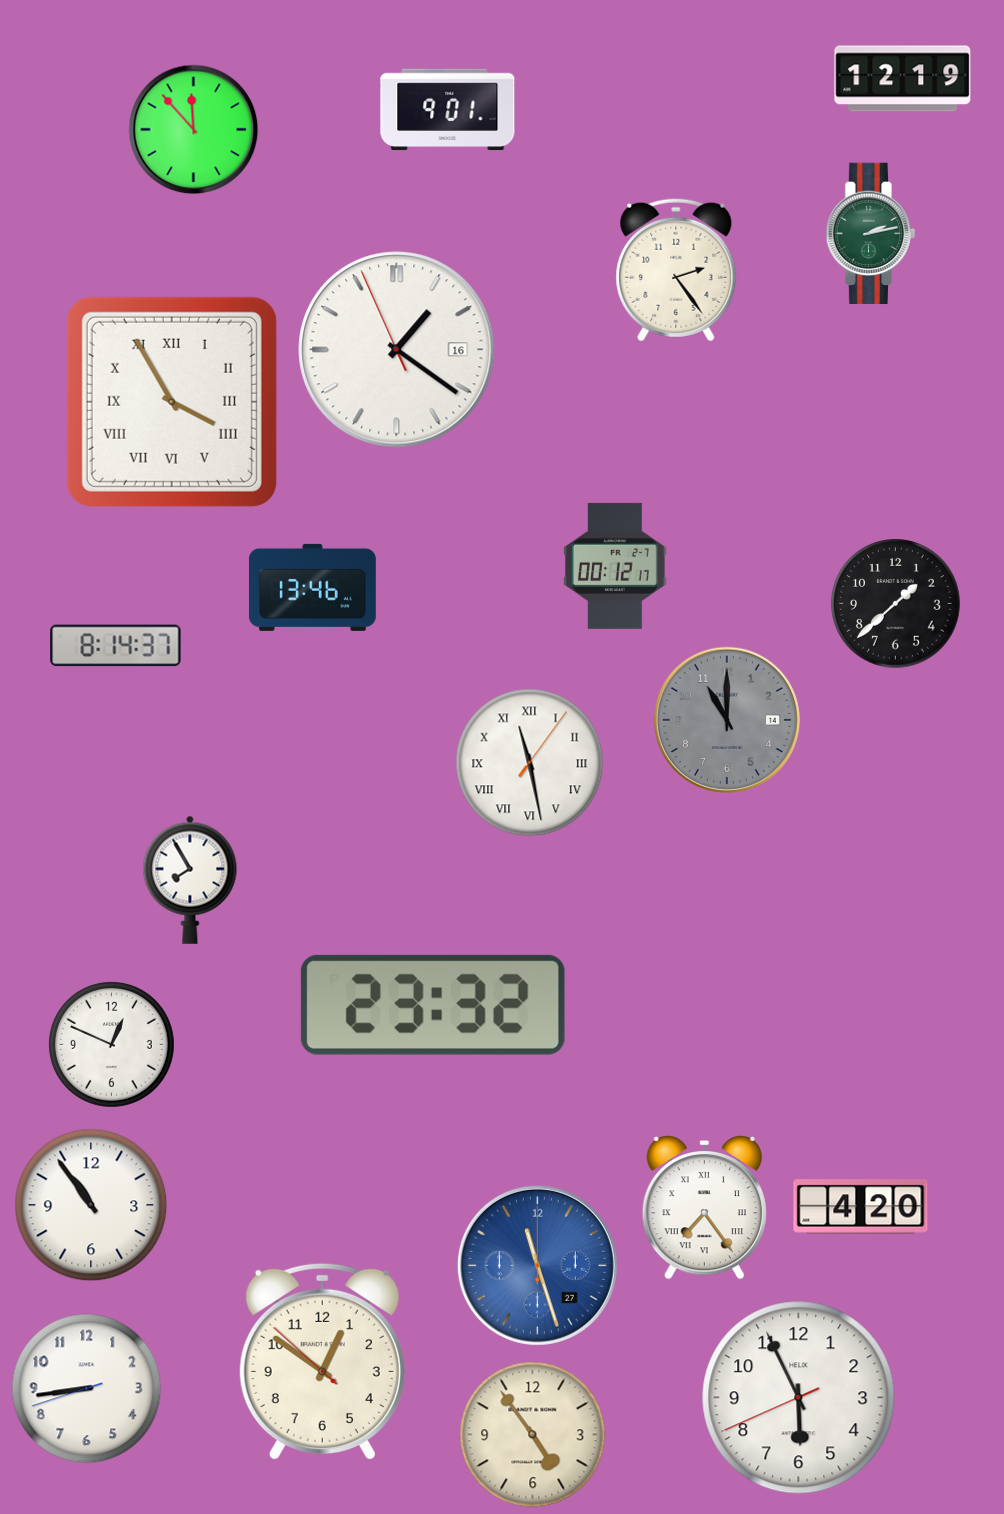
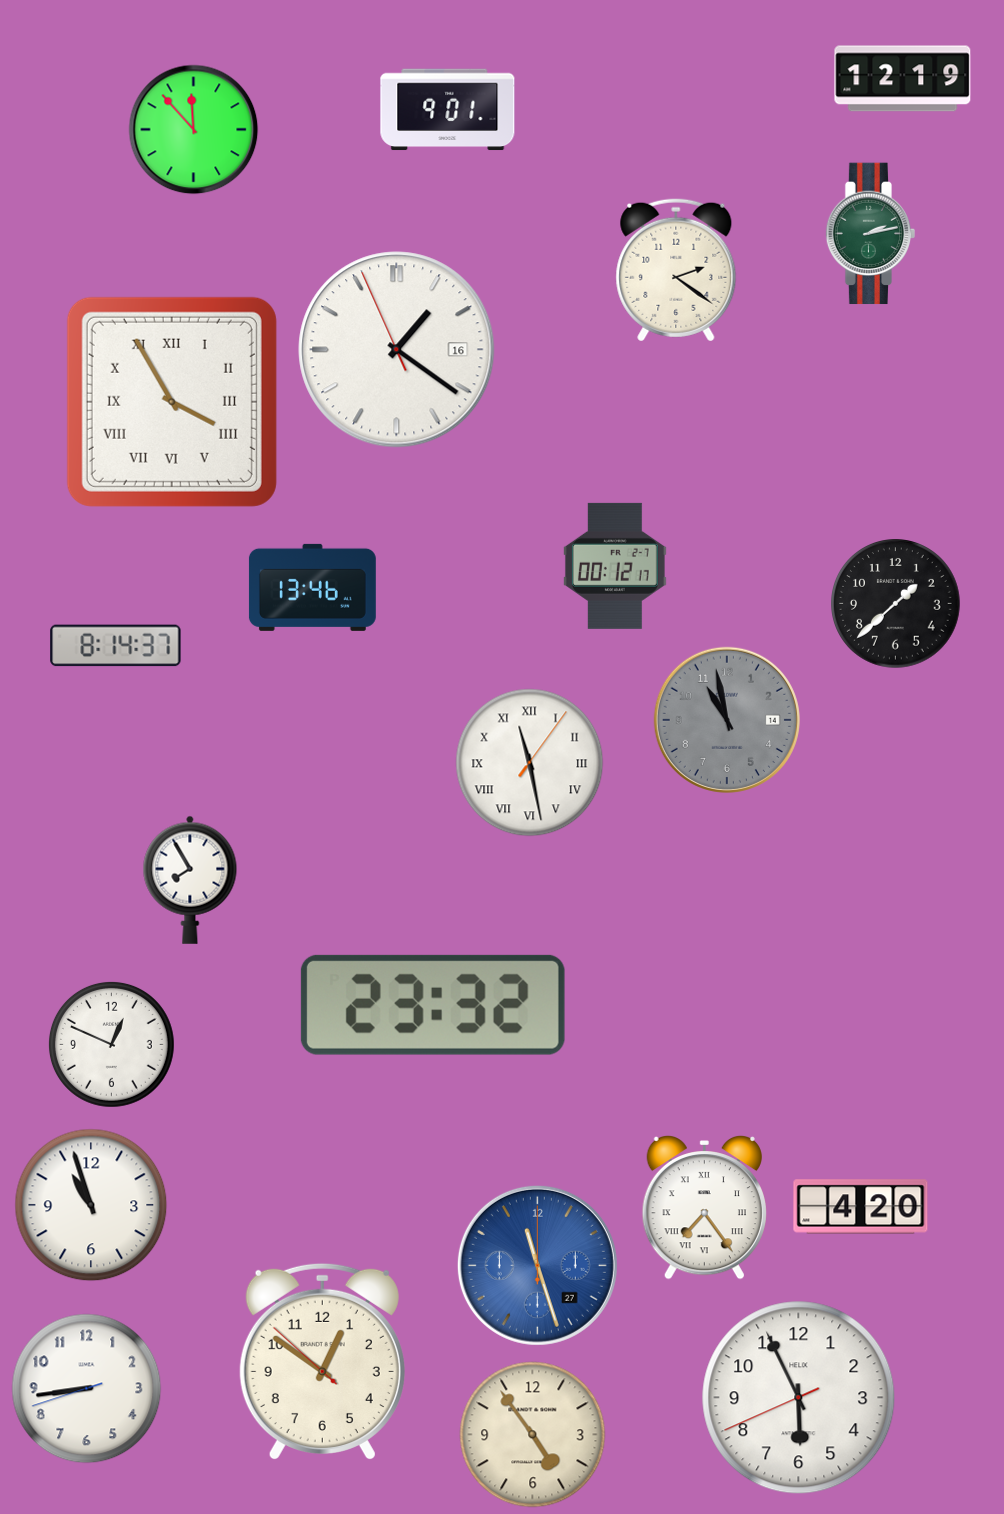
clock at (676, 270): 2:24 -> 2:21
clock at (727, 720): 11:00 -> 10:58
clock at (91, 1205): 10:54 -> 10:57
